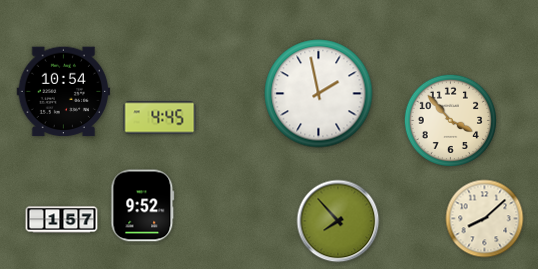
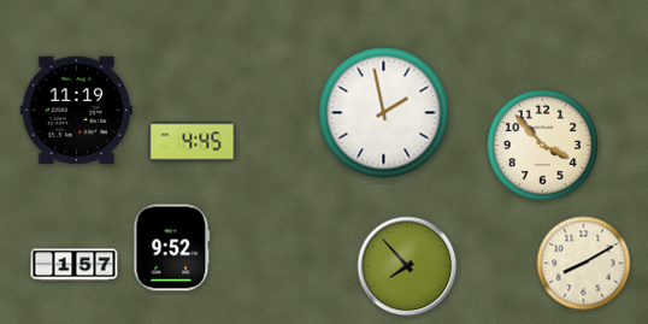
clock at (64, 92): 10:54 -> 11:19
clock at (485, 219): 8:08 -> 8:10
